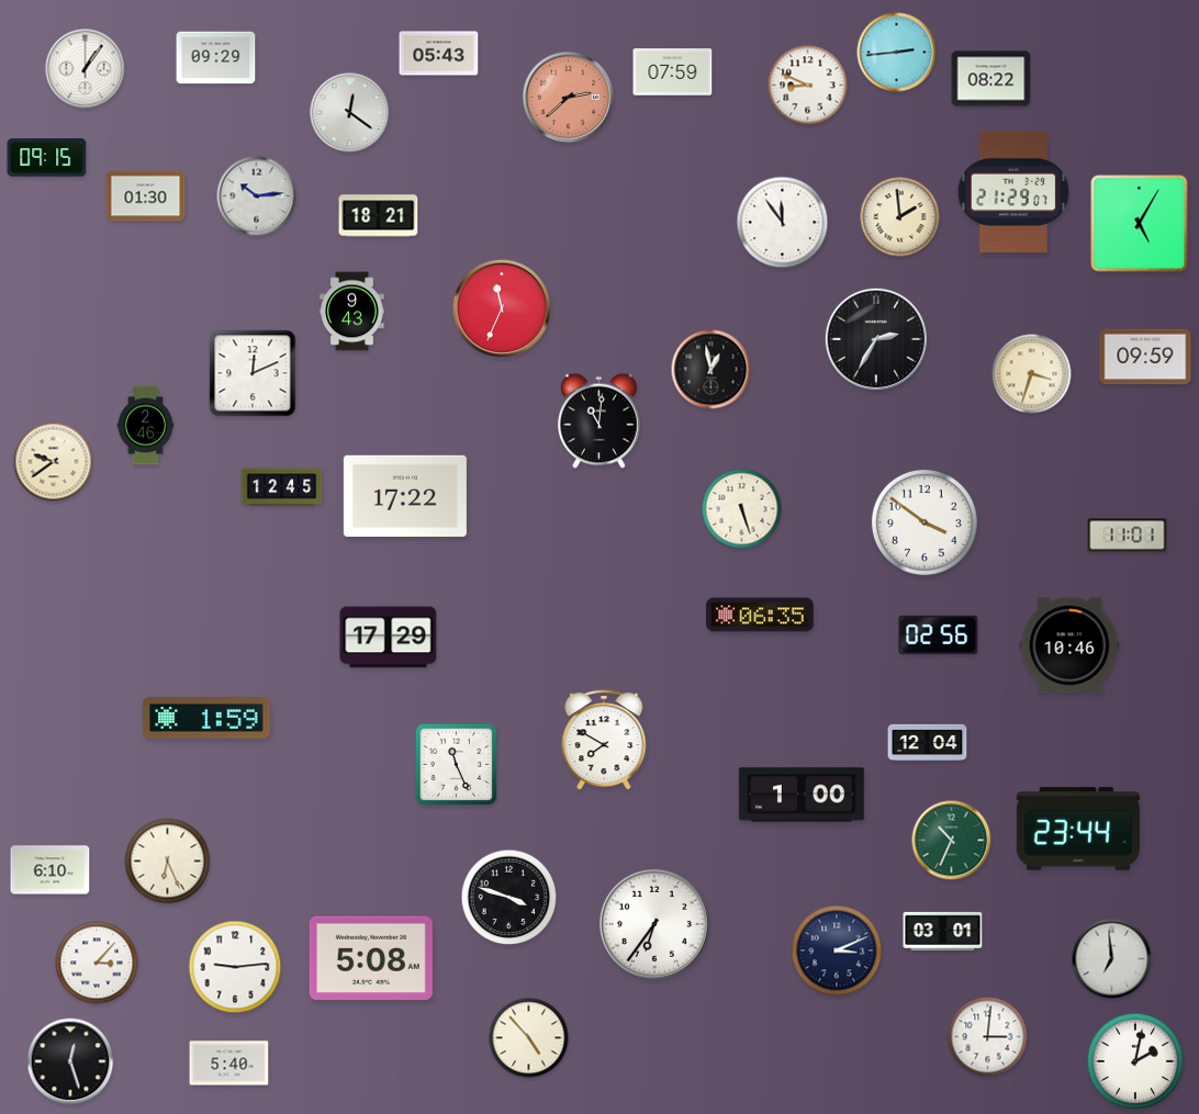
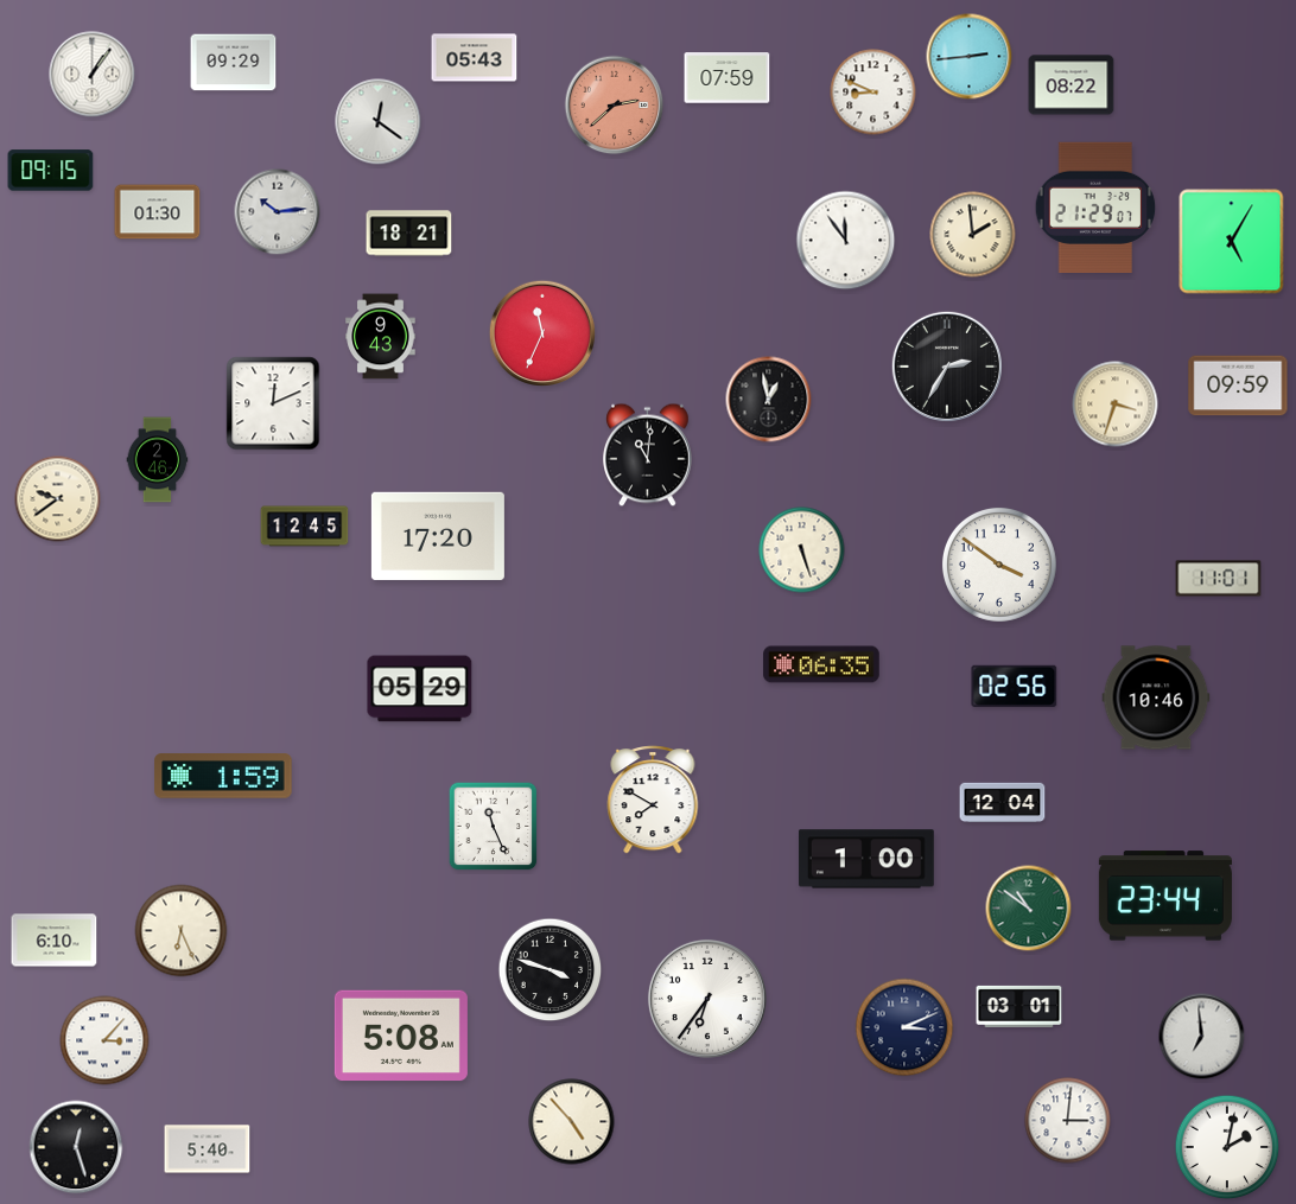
clock at (405, 496): 17:22 -> 17:20
clock at (389, 638): 17:29 -> 05:29
clock at (952, 841): 10:34 -> 10:51
clock at (235, 967): 9:14 -> none
clock at (229, 1064) position: (229, 1064) -> (208, 1149)
